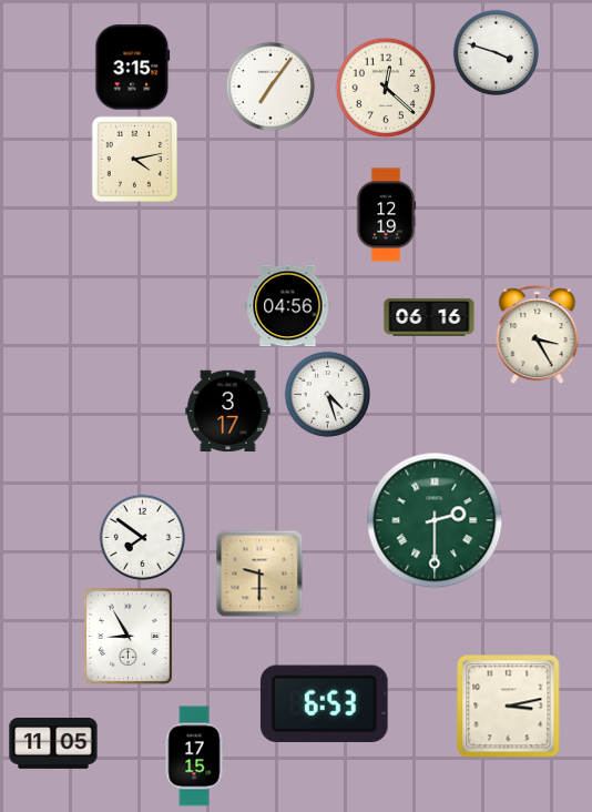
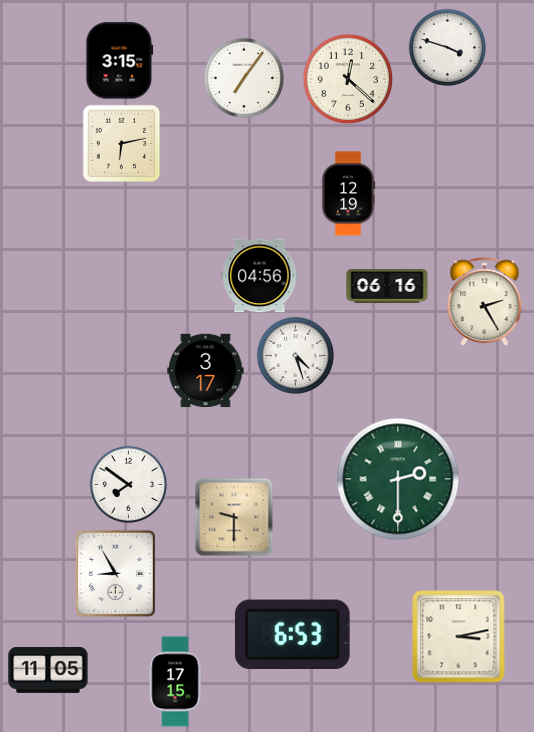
clock at (134, 159): 4:13 -> 6:13
clock at (538, 335): 3:25 -> 2:25
clock at (435, 520) position: (435, 520) -> (398, 479)
